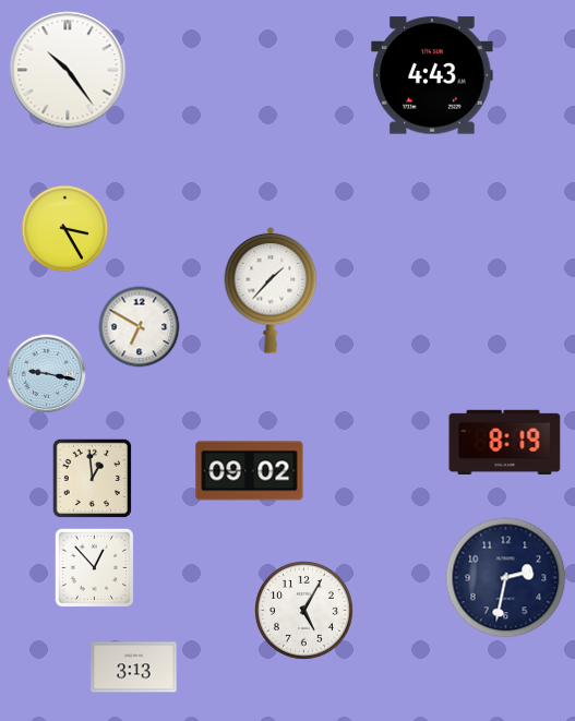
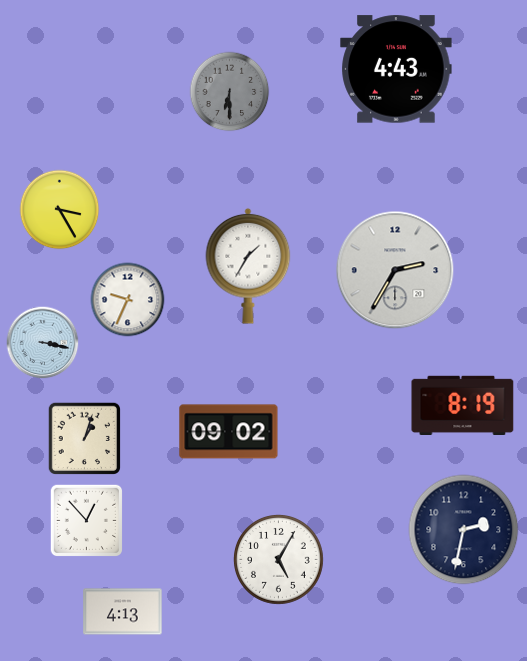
clock at (68, 70): 10:24 -> none
clock at (230, 92): none -> 6:30
clock at (271, 290): 1:37 -> 1:35
clock at (395, 270): none -> 2:35
clock at (140, 327): 6:50 -> 9:34
clock at (47, 374): 9:17 -> 3:17
clock at (92, 478): 12:59 -> 1:03
clock at (134, 668): 3:13 -> 4:13
